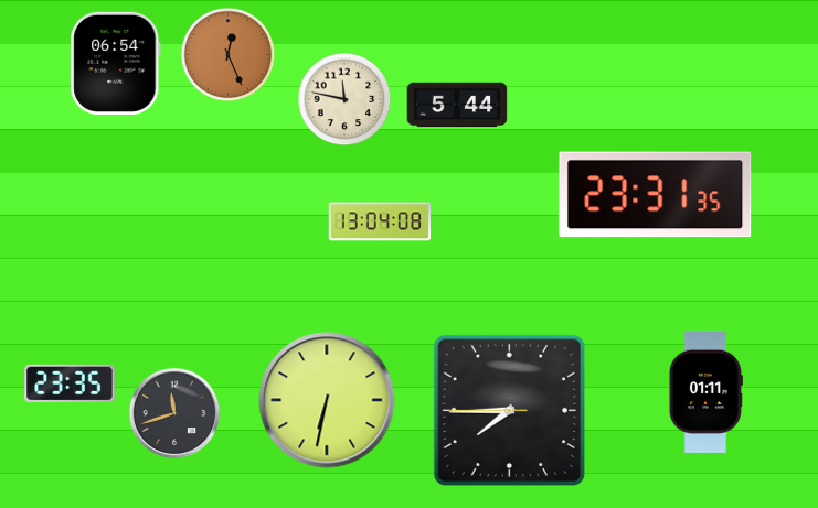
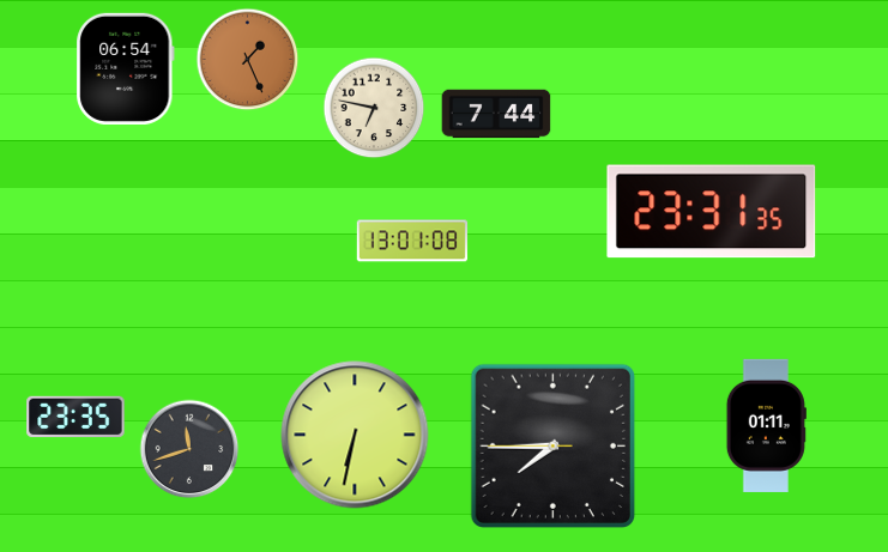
clock at (229, 55): 12:26 -> 1:26
clock at (344, 99): 11:47 -> 6:47
clock at (457, 105): 5:44 -> 7:44
clock at (380, 221): 13:04 -> 13:01
